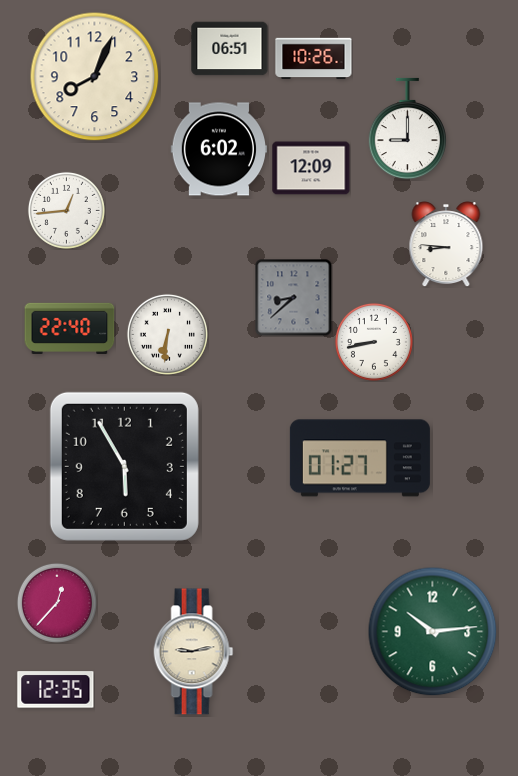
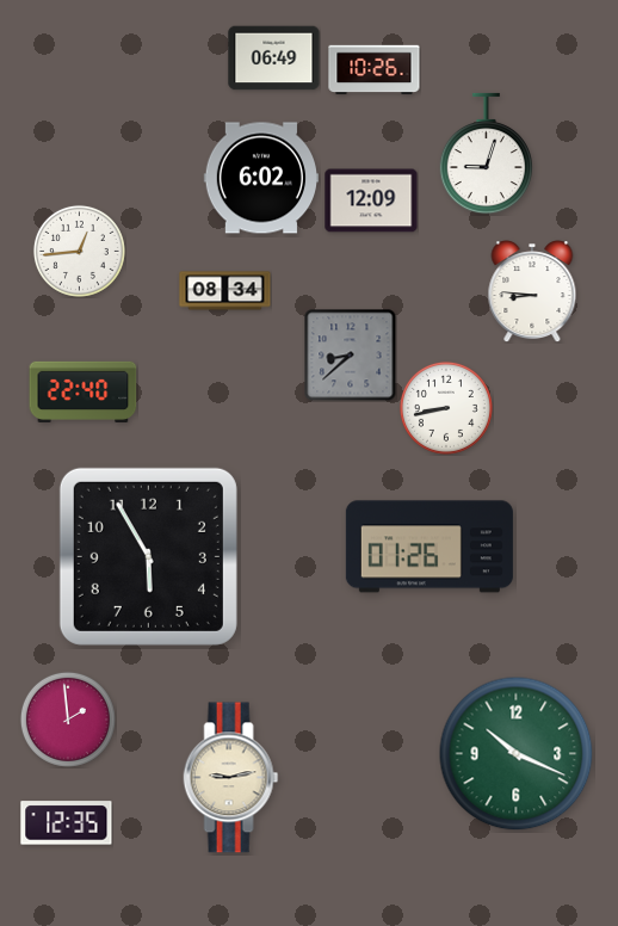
clock at (230, 49): 06:51 -> 06:49
clock at (95, 77): 8:04 -> none
clock at (407, 129): 9:00 -> 9:03
clock at (225, 291): none -> 08:34
clock at (167, 334): 6:31 -> none
clock at (360, 458): 01:27 -> 01:26
clock at (57, 603): 12:37 -> 1:59
clock at (433, 632): 10:14 -> 10:19
